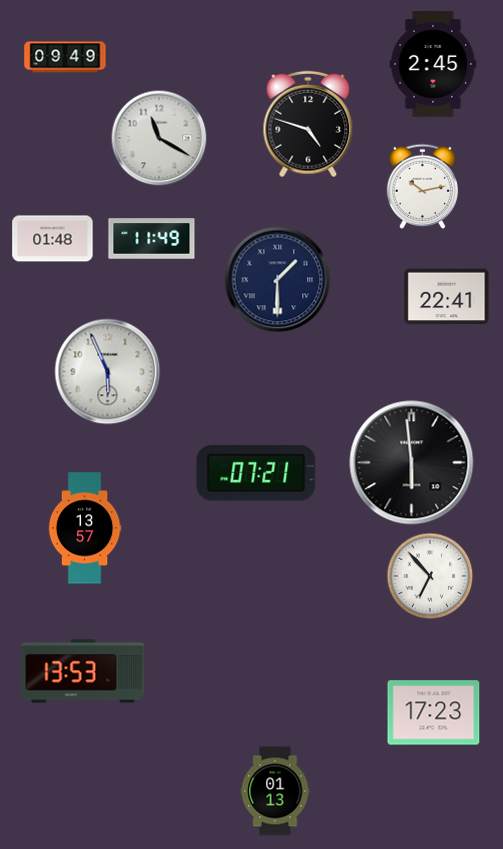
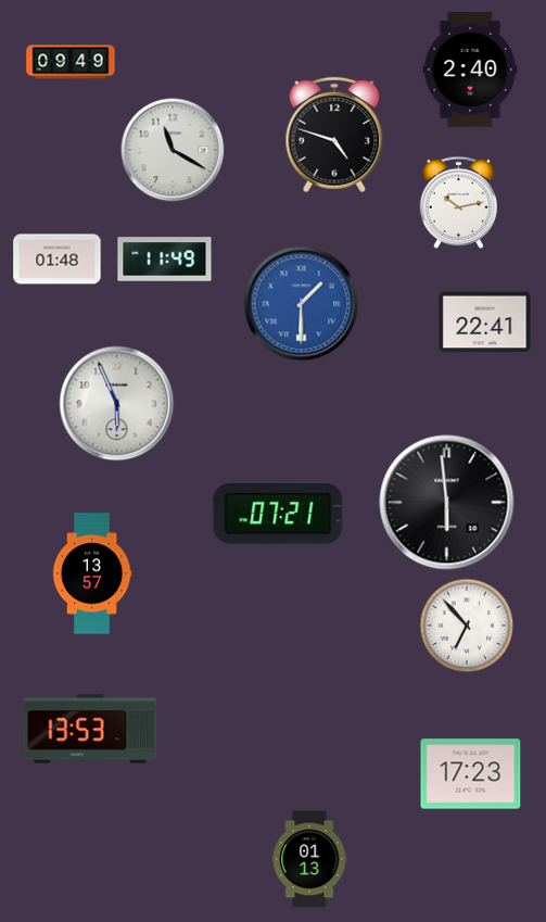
clock at (433, 64): 2:45 -> 2:40
clock at (278, 280) dial: navy -> blue
clock at (275, 791) position: (275, 791) -> (309, 859)
